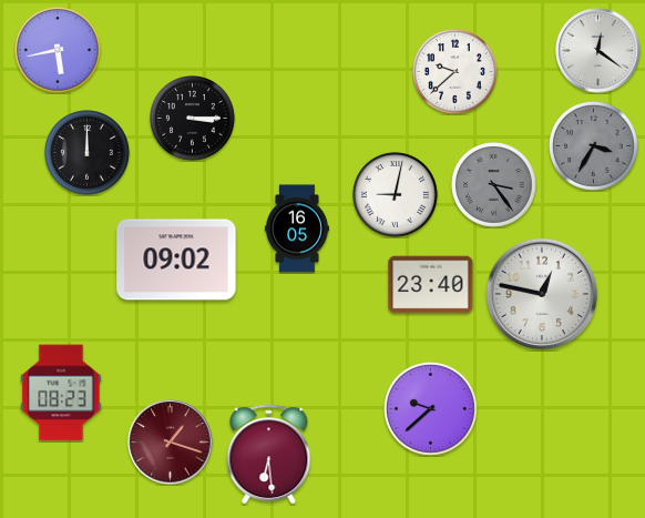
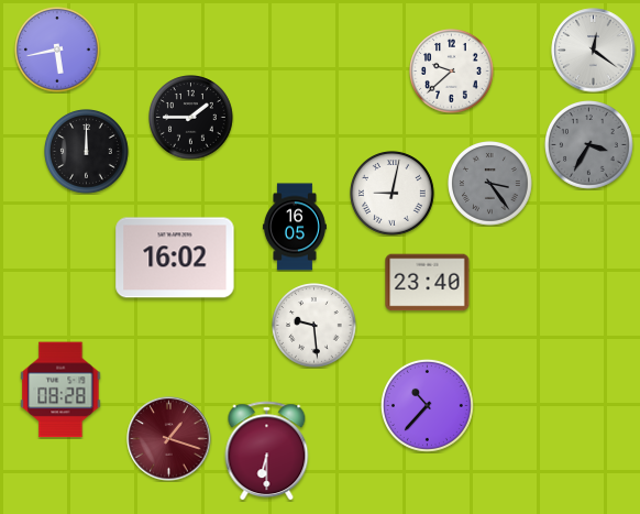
clock at (193, 119): 3:15 -> 1:45
clock at (176, 260): 09:02 -> 16:02
clock at (542, 294): 12:47 -> none
clock at (315, 326): none -> 9:29
clock at (61, 393): 08:23 -> 08:28
clock at (430, 408): 9:38 -> 10:37
clock at (269, 455): 6:29 -> 6:30
